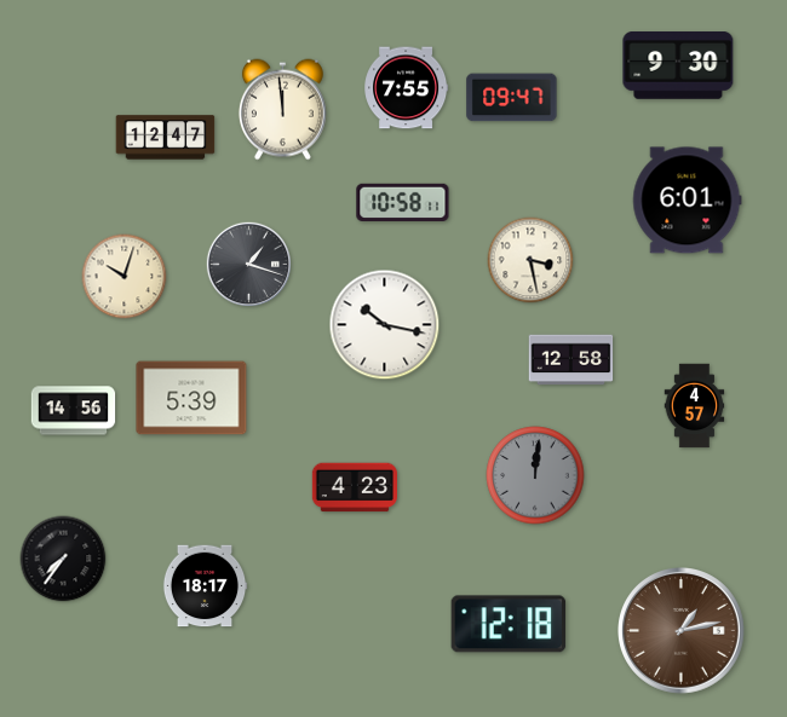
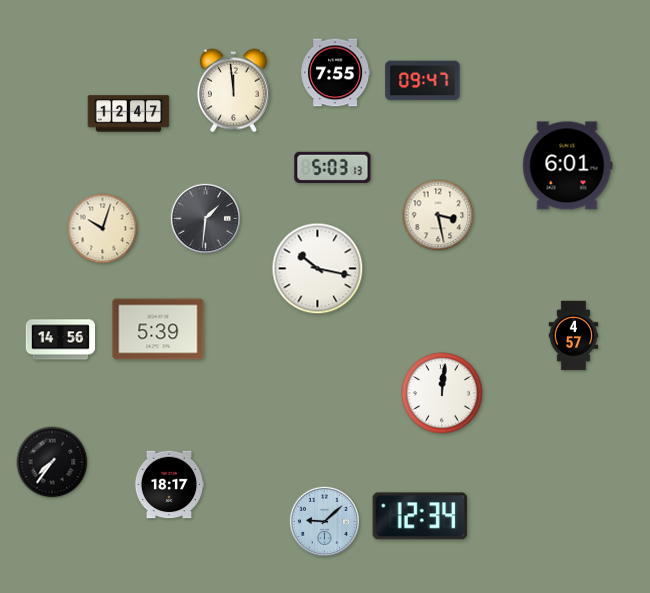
clock at (678, 67): 9:30 -> none
clock at (166, 138) position: (166, 138) -> (129, 114)
clock at (403, 202): 10:58 -> 5:03
clock at (248, 264): 1:18 -> 1:31
clock at (571, 360): 12:58 -> none
clock at (535, 475) dial: grey -> white
clock at (354, 487): 4:23 -> none
clock at (509, 624): 12:18 -> 12:34
clock at (324, 521): none -> 9:08
clock at (682, 631): 1:13 -> none
